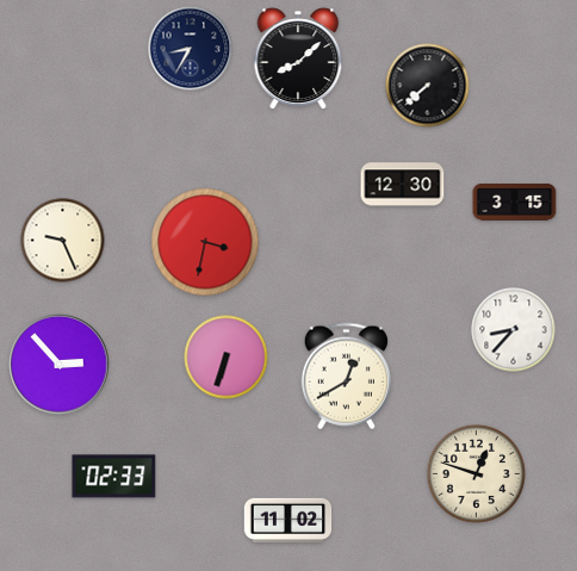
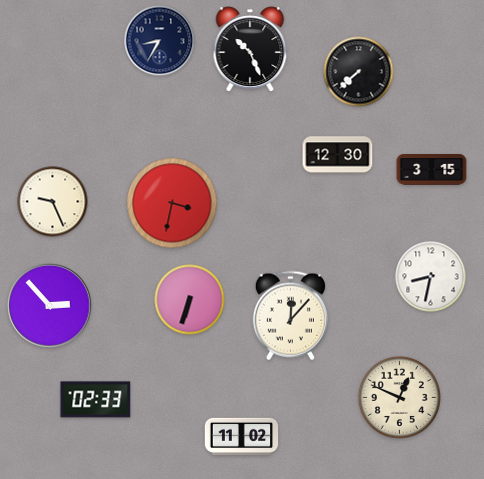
clock at (298, 58): 8:08 -> 10:26
clock at (514, 330): 8:37 -> 8:32
clock at (346, 377): 12:40 -> 12:07
clock at (476, 473): 12:48 -> 12:49
